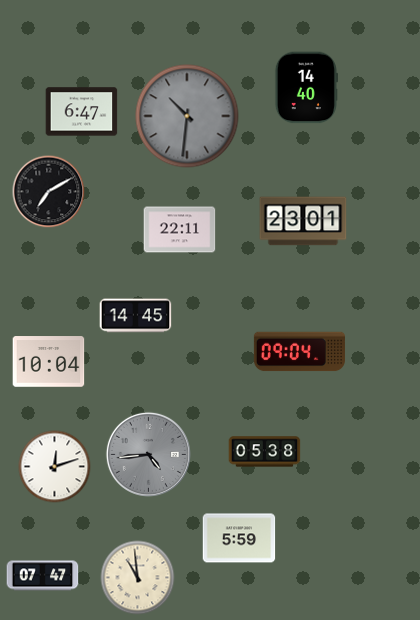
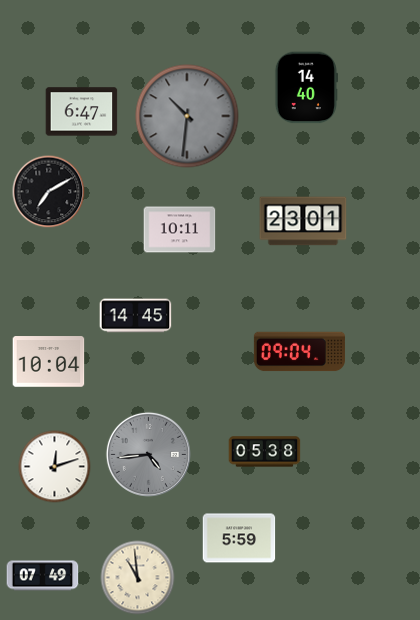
clock at (180, 230): 22:11 -> 10:11
clock at (43, 576): 07:47 -> 07:49
